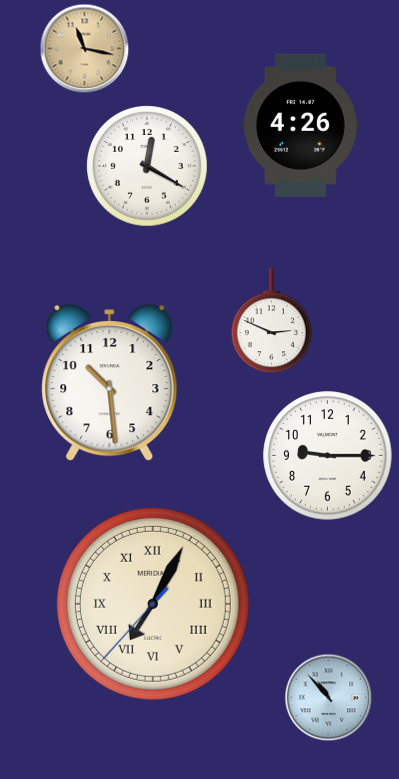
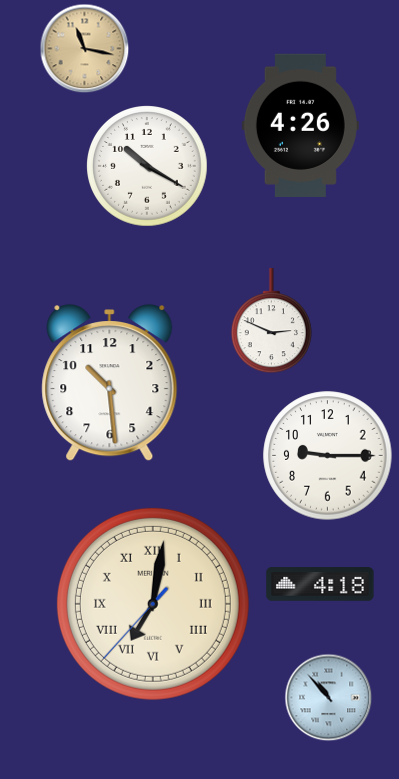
clock at (148, 167): 12:20 -> 10:20
clock at (320, 584): none -> 4:18
clock at (153, 604): 7:04 -> 7:01
